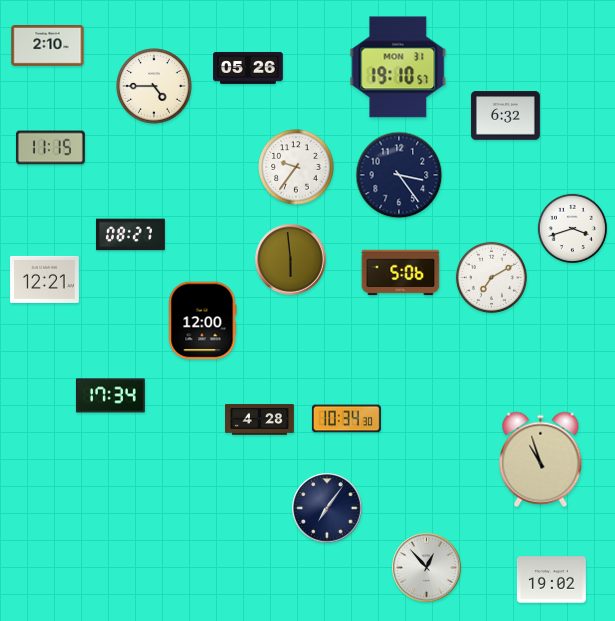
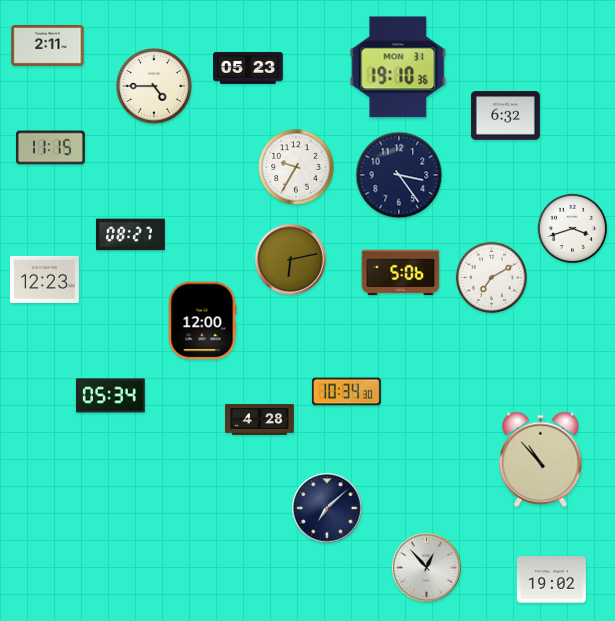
clock at (48, 46): 2:10 -> 2:11
clock at (398, 67): 19:10:57 -> 19:10:36
clock at (248, 68): 05:26 -> 05:23
clock at (296, 167): 9:36 -> 9:35
clock at (291, 260): 5:59 -> 6:13
clock at (44, 279): 12:21 -> 12:23
clock at (110, 396): 17:34 -> 05:34
clock at (346, 419) position: (346, 419) -> (346, 392)
clock at (541, 460): 10:57 -> 10:53
clock at (327, 508): 7:06 -> 7:08
